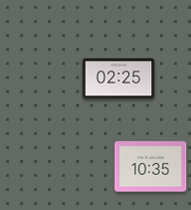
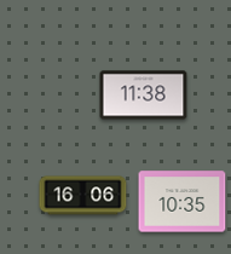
clock at (119, 79): 02:25 -> 11:38
clock at (83, 196): none -> 16:06
